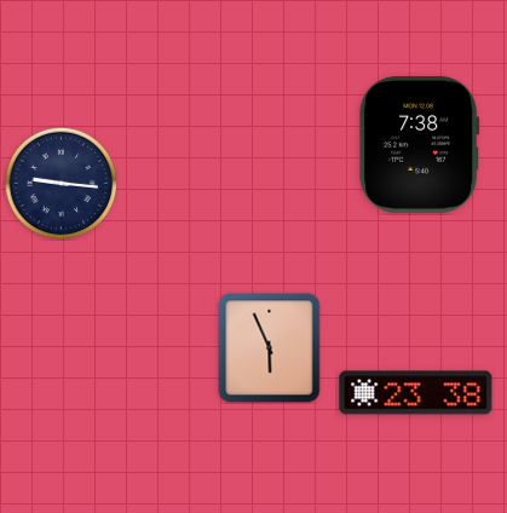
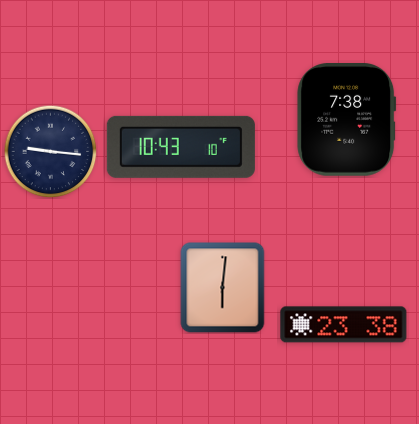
clock at (181, 147): none -> 10:43
clock at (270, 348): 5:56 -> 6:01
